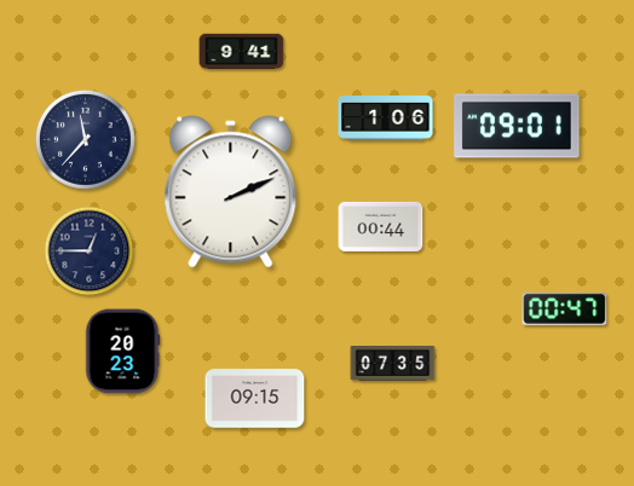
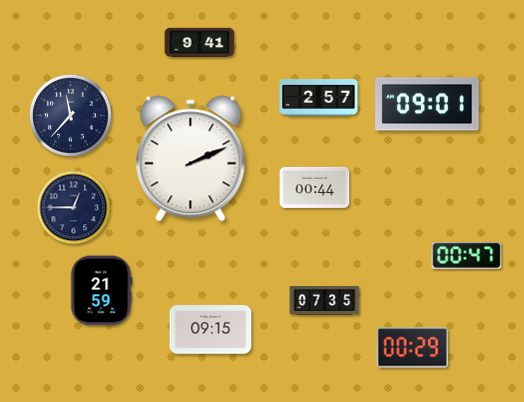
clock at (386, 118): 1:06 -> 2:57
clock at (122, 352): 20:23 -> 21:59
clock at (413, 348): none -> 00:29
